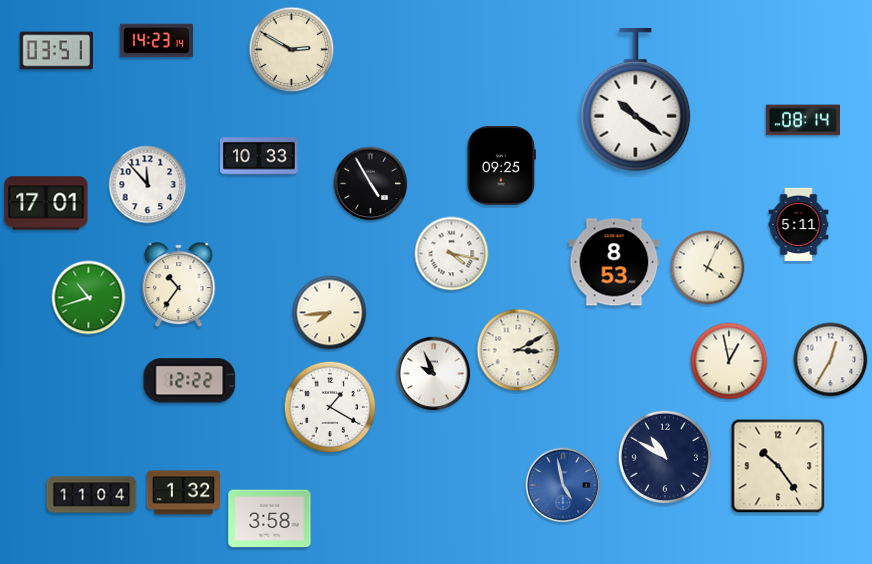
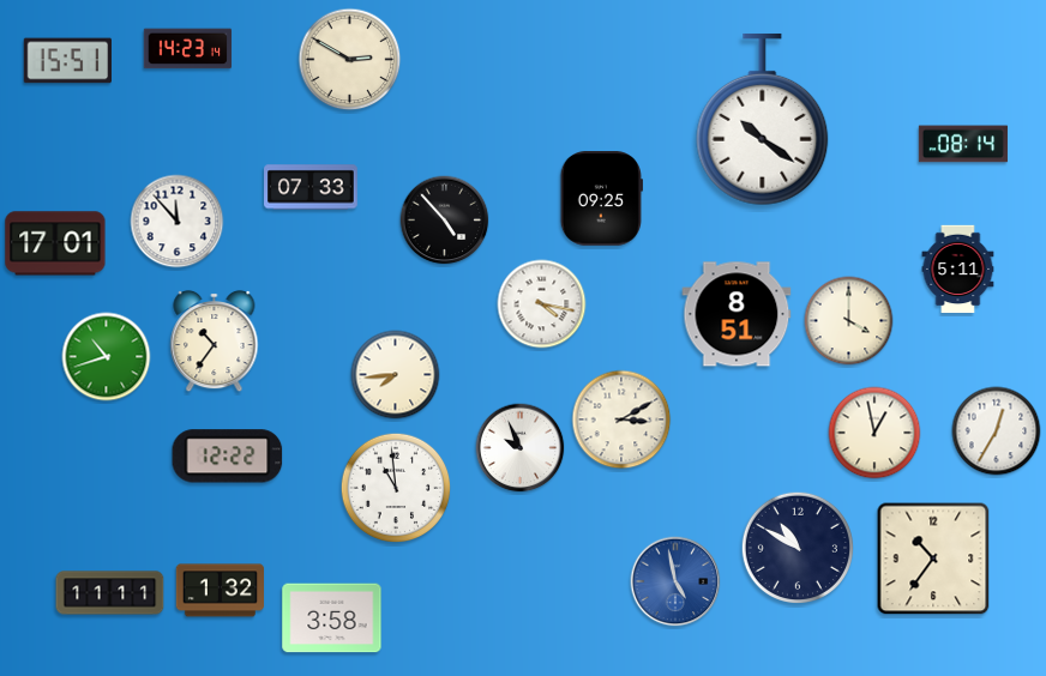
clock at (56, 51): 03:51 -> 15:51
clock at (260, 156): 10:33 -> 07:33
clock at (371, 184): 4:55 -> 4:53
clock at (614, 262): 8:53 -> 8:51
clock at (708, 268): 4:04 -> 4:00
clock at (330, 407): 1:20 -> 10:59
clock at (778, 466): 10:24 -> 10:36
clock at (92, 495): 11:04 -> 11:11
clock at (270, 519) position: (270, 519) -> (332, 618)
